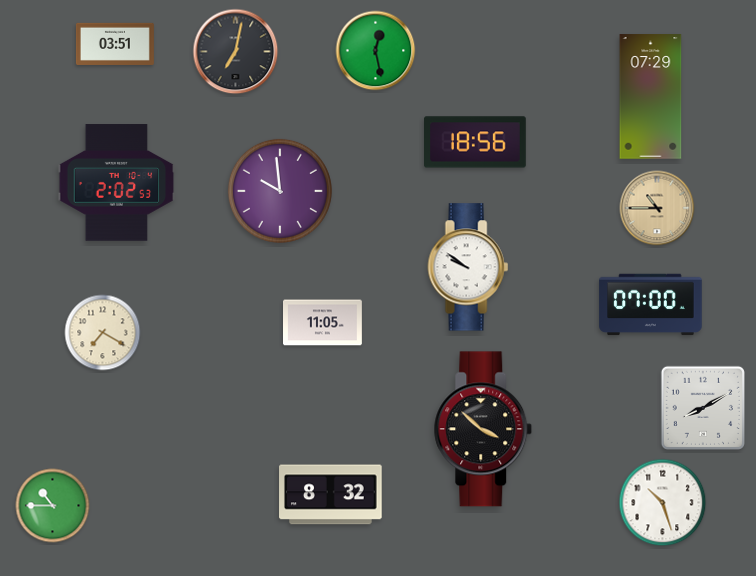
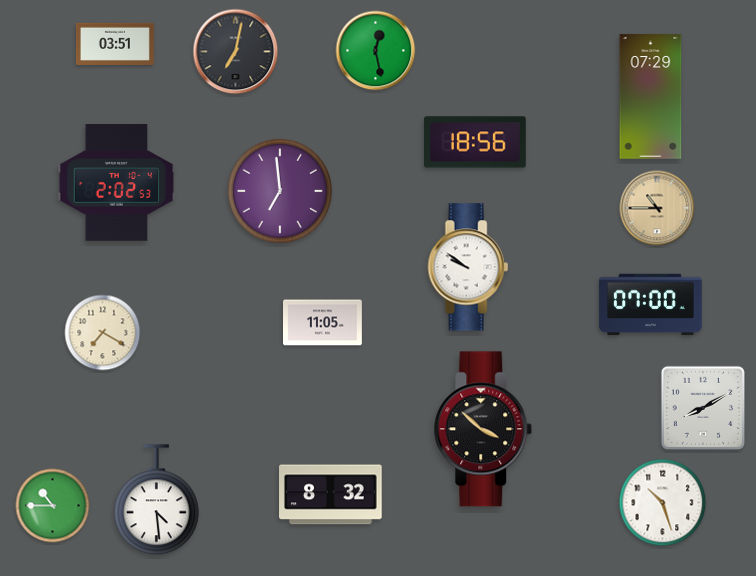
clock at (280, 191): 9:59 -> 6:59
clock at (156, 500): none -> 4:29
